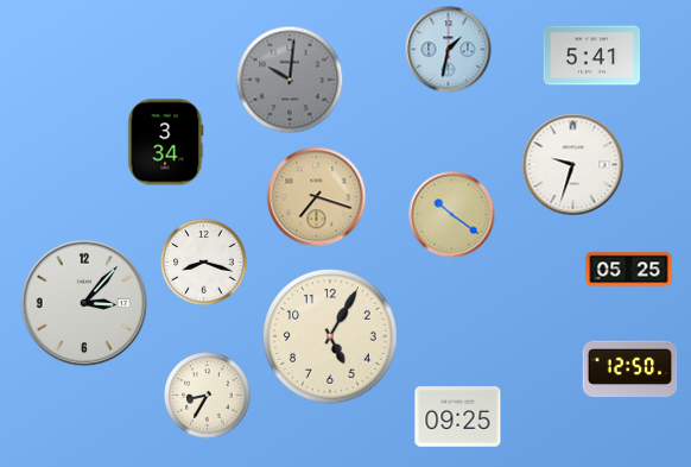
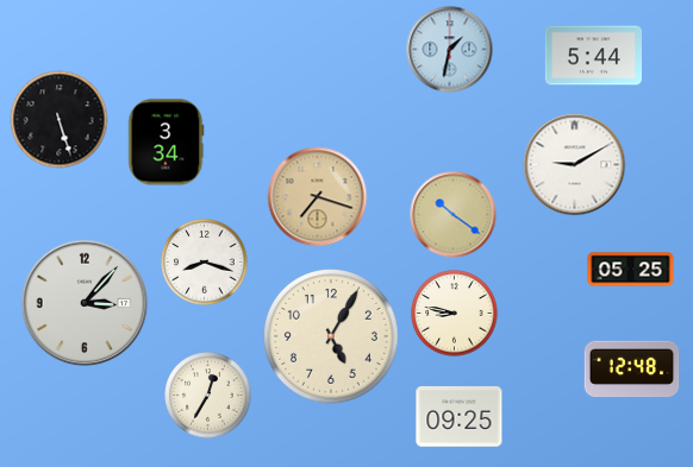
clock at (591, 56): 5:41 -> 5:44
clock at (290, 80): 10:01 -> none
clock at (60, 120): none -> 5:27
clock at (573, 165): 9:33 -> 9:10
clock at (455, 314): none -> 8:47
clock at (630, 370): 12:50 -> 12:48
clock at (208, 396): 8:35 -> 12:35
